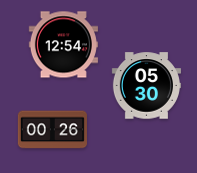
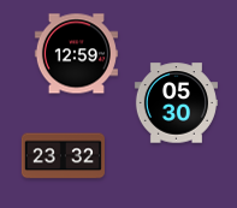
clock at (63, 45): 12:54 -> 12:59
clock at (52, 130): 00:26 -> 23:32
